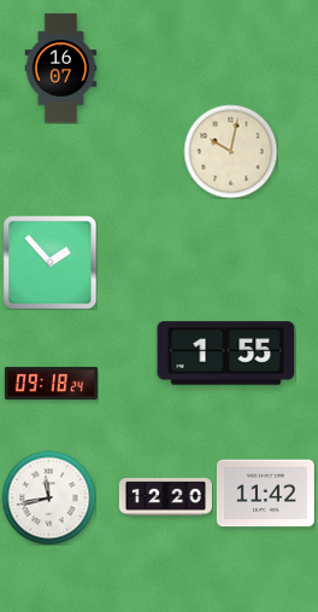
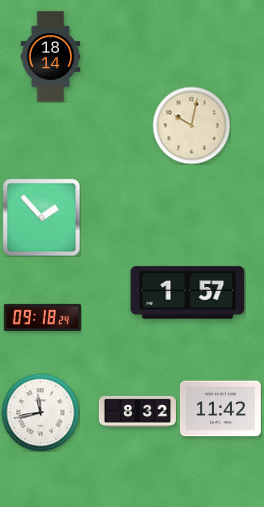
clock at (61, 69): 16:07 -> 18:14
clock at (226, 354): 1:55 -> 1:57
clock at (165, 496): 12:20 -> 8:32
